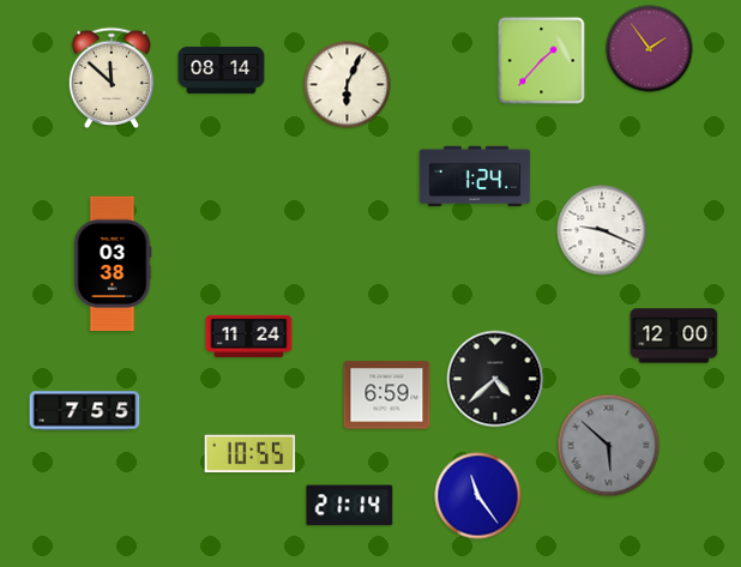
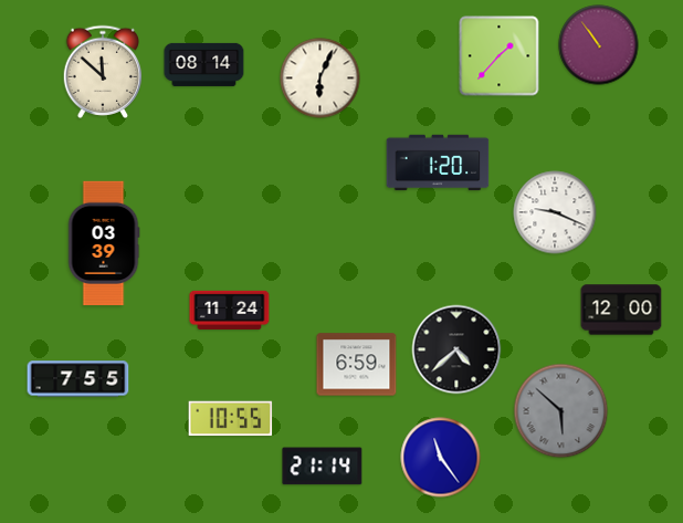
clock at (650, 49): 1:54 -> 10:54
clock at (475, 176): 1:24 -> 1:20
clock at (113, 264): 03:38 -> 03:39
